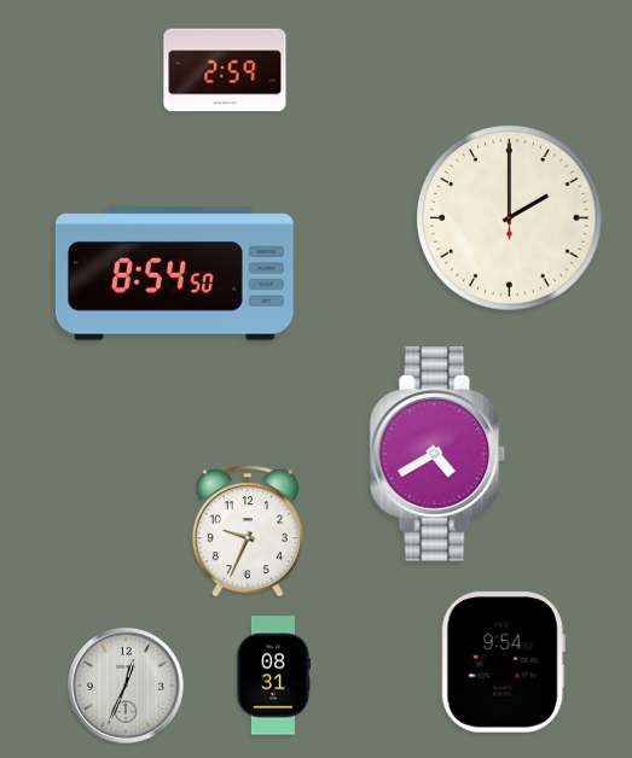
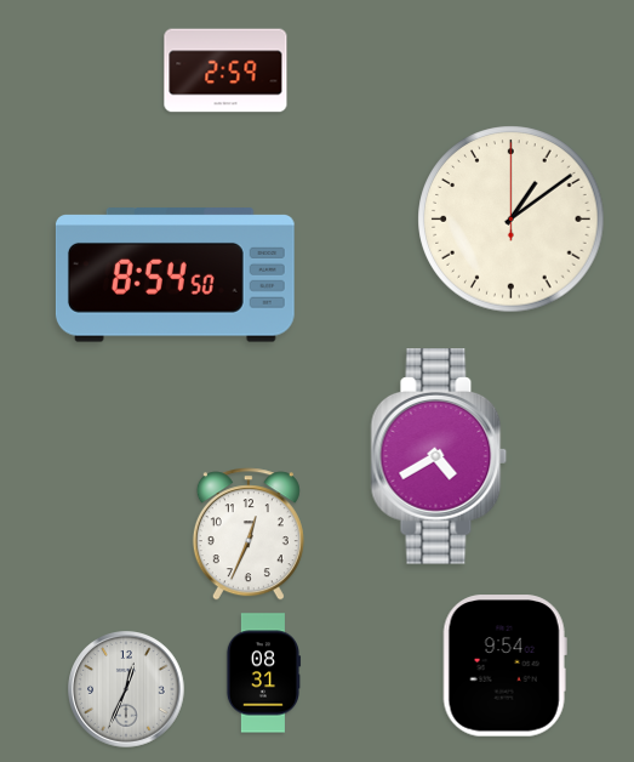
clock at (510, 218): 2:00 -> 1:09
clock at (248, 531): 9:34 -> 12:34
clock at (273, 676) position: (273, 676) -> (263, 673)
